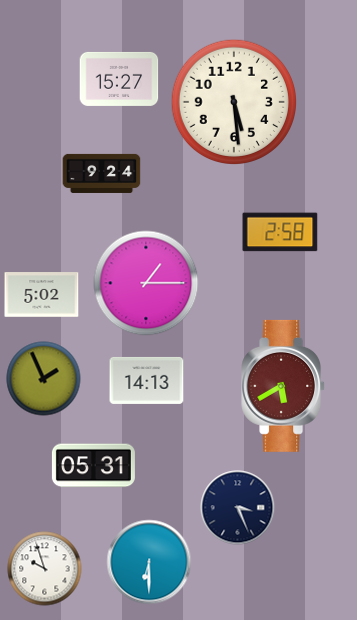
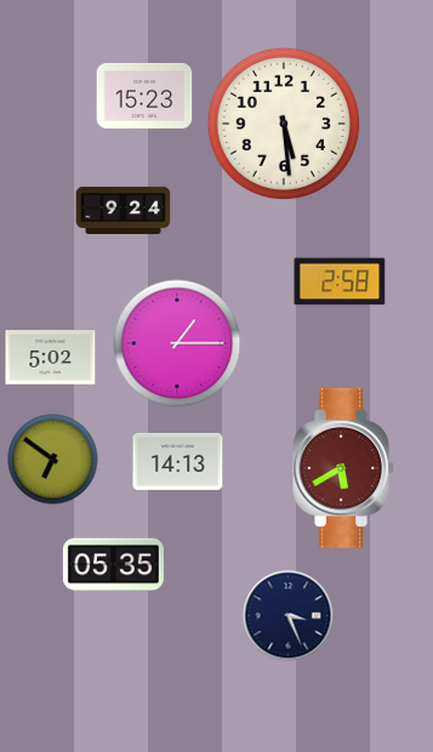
clock at (119, 79): 15:27 -> 15:23
clock at (44, 379): 1:56 -> 6:51
clock at (93, 466): 05:31 -> 05:35
clock at (149, 562): 6:30 -> none
clock at (45, 569): 9:57 -> none
